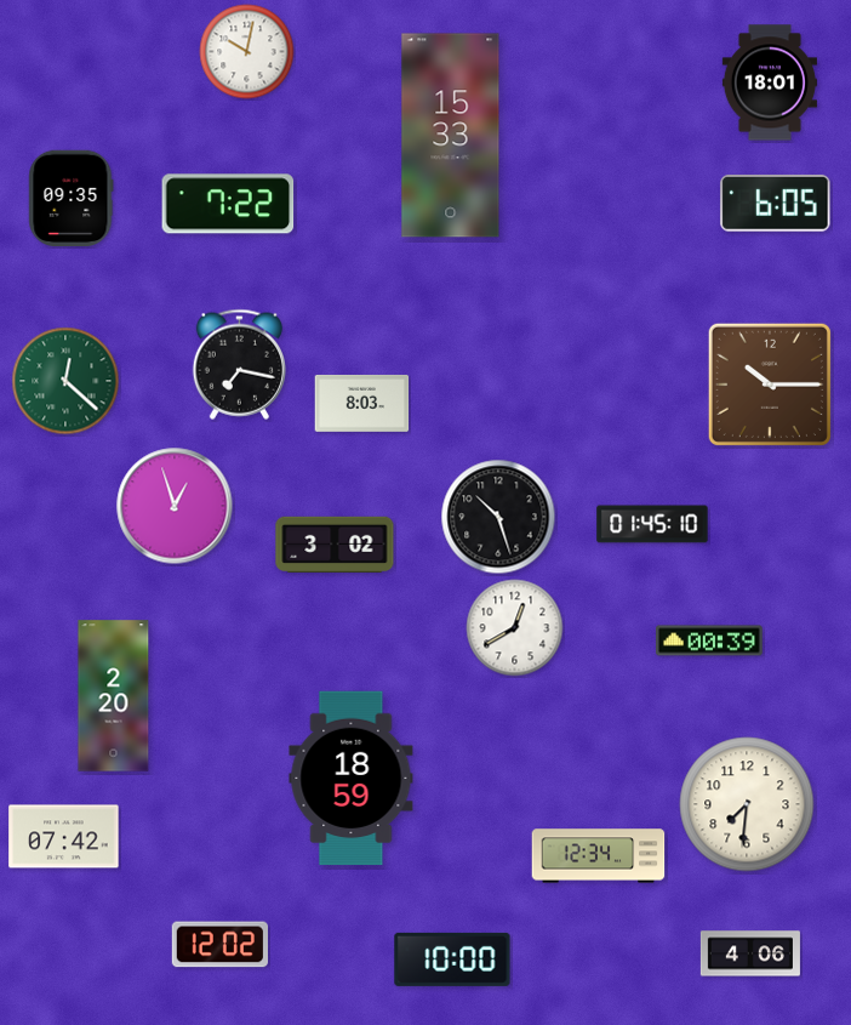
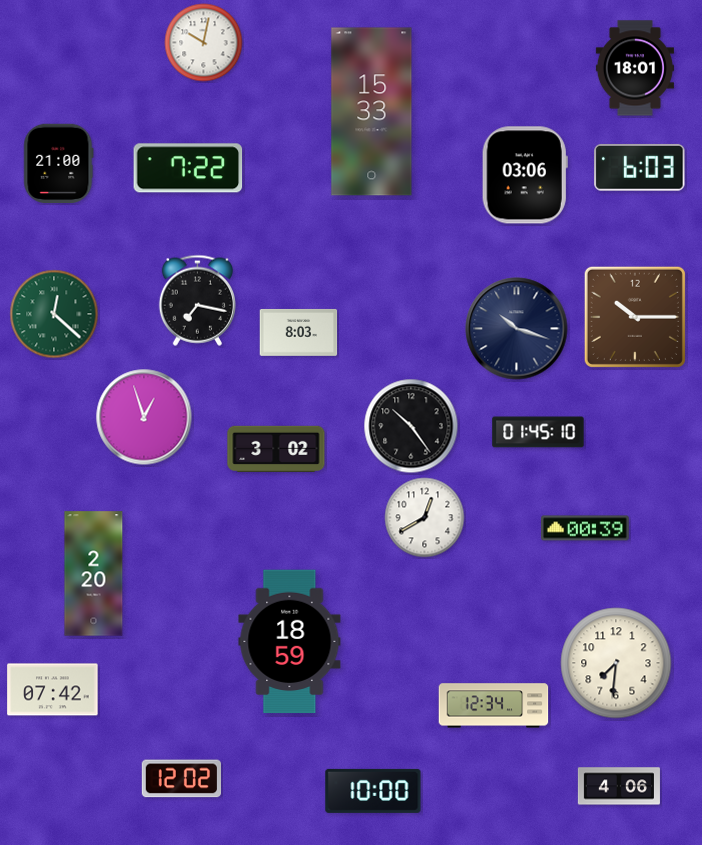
clock at (72, 198): 09:35 -> 21:00
clock at (776, 203): 6:05 -> 6:03
clock at (525, 175): none -> 03:06
clock at (517, 329): none -> 10:18
clock at (498, 517): 10:27 -> 10:24
